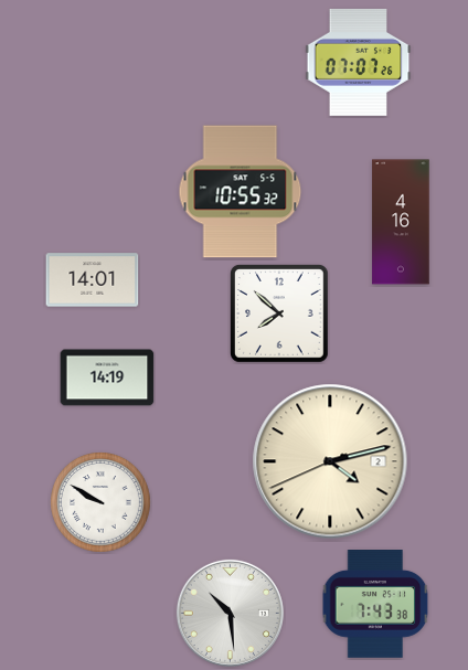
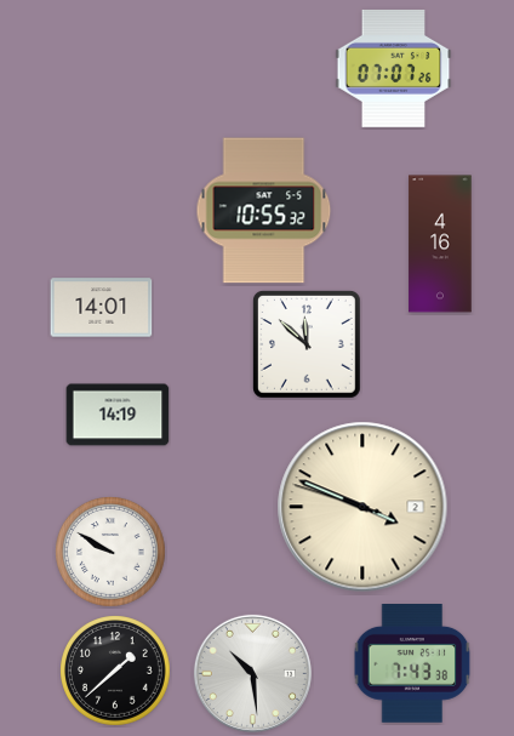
clock at (280, 315): 7:52 -> 11:52
clock at (330, 461): 4:12 -> 3:48
clock at (116, 672): none -> 1:38
